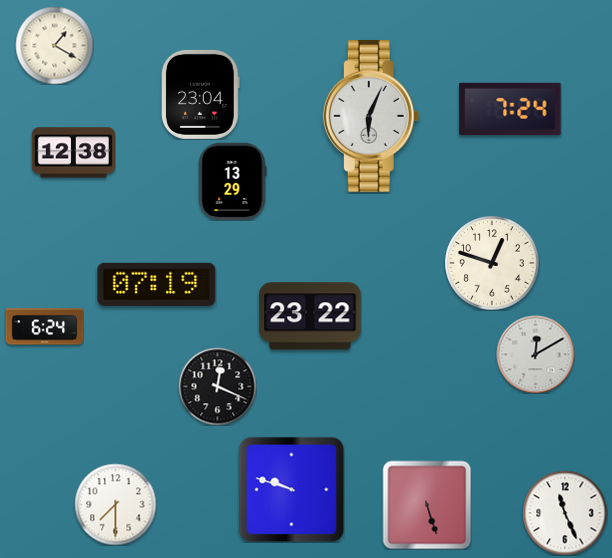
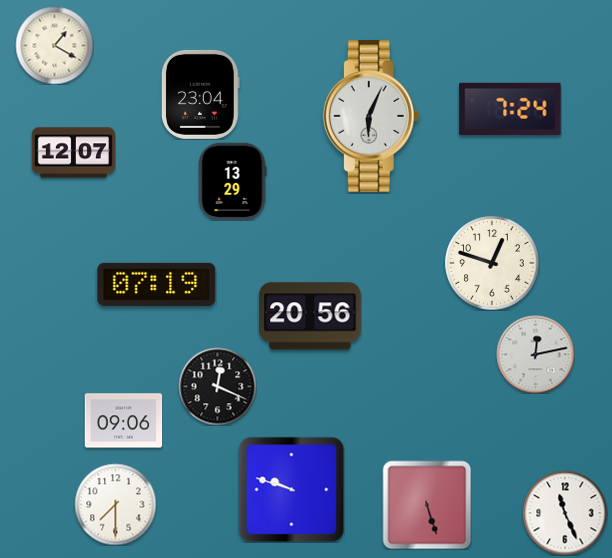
clock at (73, 153): 12:38 -> 12:07
clock at (310, 316): 23:22 -> 20:56
clock at (44, 327): 6:24 -> none
clock at (535, 354): 12:10 -> 12:13
clock at (123, 421): none -> 09:06
